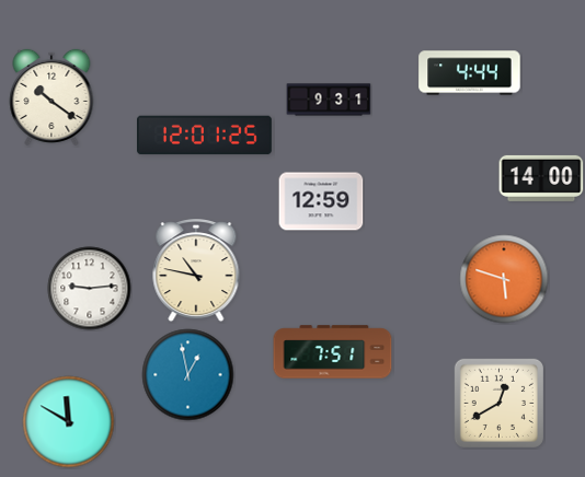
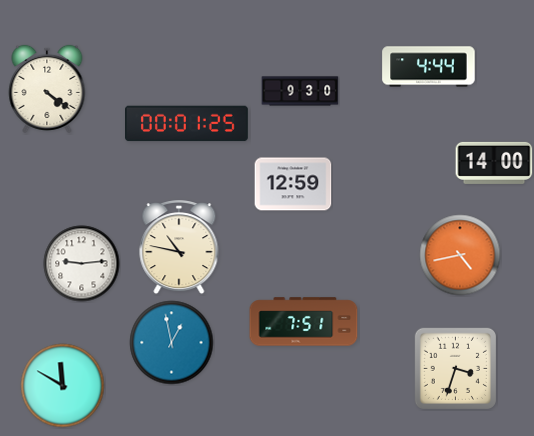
clock at (51, 97): 10:21 -> 4:21
clock at (329, 100): 9:31 -> 9:30
clock at (205, 136): 12:01 -> 00:01
clock at (504, 279): 5:48 -> 4:43
clock at (498, 403): 12:40 -> 3:33
